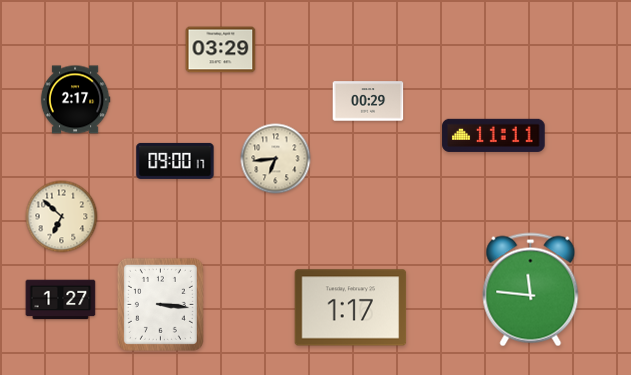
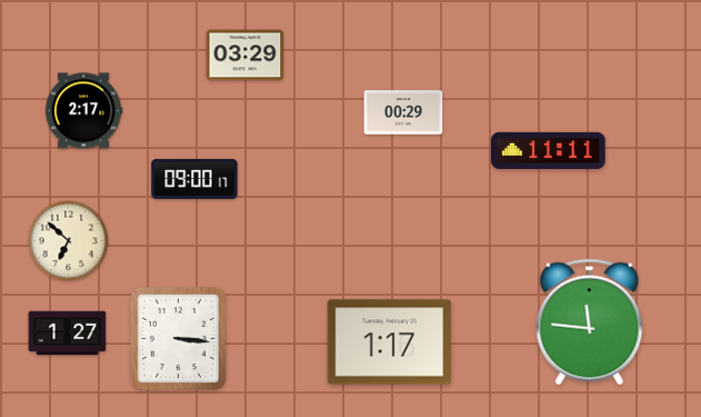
clock at (368, 101) position: (368, 101) -> (403, 112)
clock at (276, 159): 6:44 -> none
